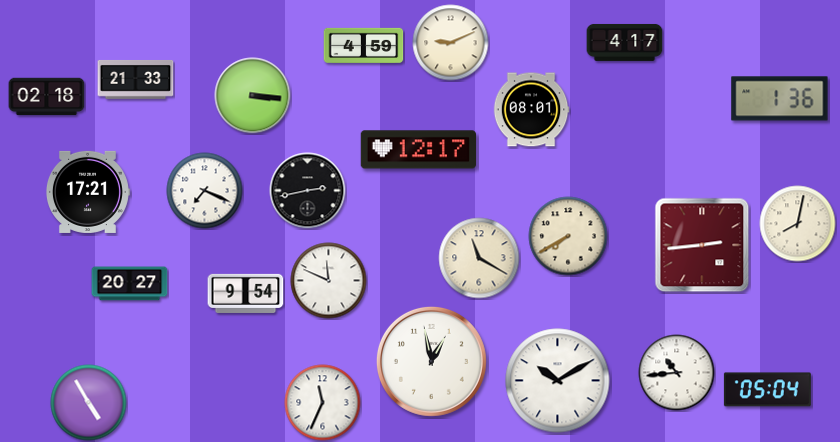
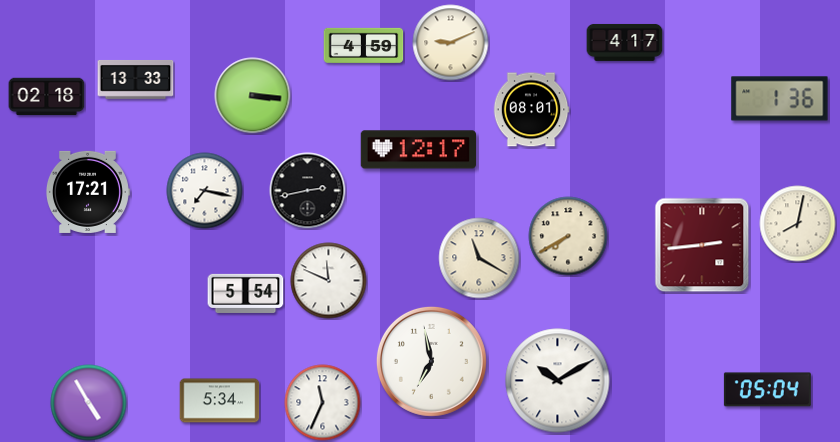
clock at (136, 79): 21:33 -> 13:33
clock at (205, 191): 7:19 -> 7:17
clock at (130, 284): 20:27 -> none
clock at (246, 293): 9:54 -> 5:54
clock at (431, 361): 12:58 -> 6:58
clock at (677, 373): 10:44 -> none
clock at (220, 401): none -> 5:34
